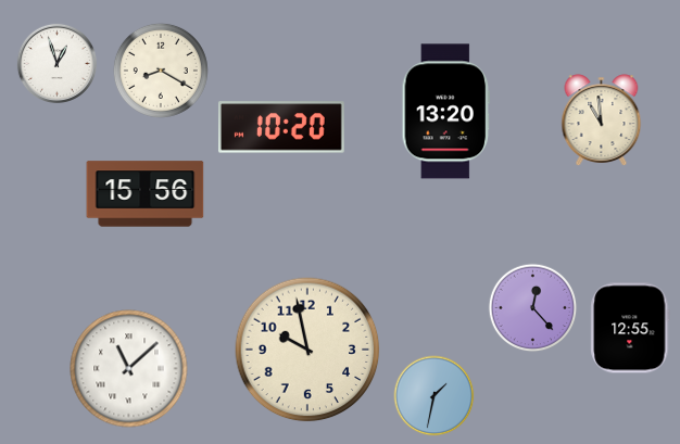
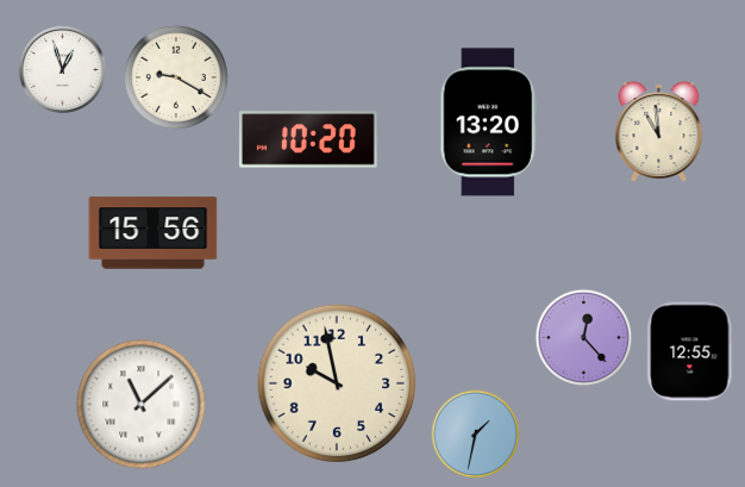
clock at (161, 71): 8:20 -> 9:20
clock at (146, 194) position: (146, 194) -> (154, 233)
clock at (630, 328) position: (630, 328) -> (690, 351)
